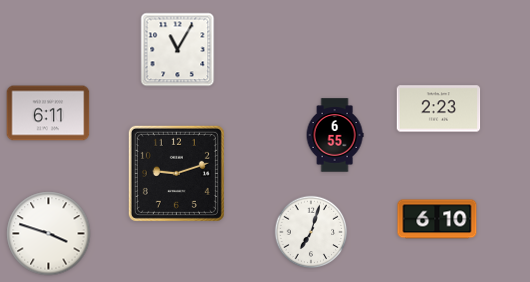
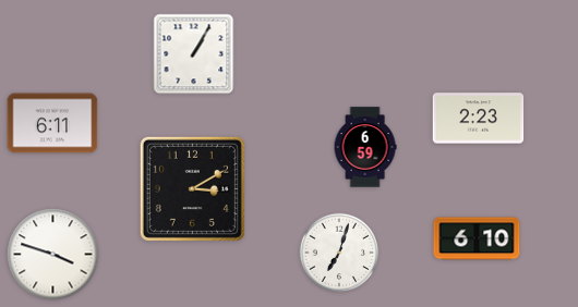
clock at (178, 50): 11:05 -> 1:05
clock at (335, 135): 6:55 -> 6:59
clock at (176, 173): 9:12 -> 3:10
